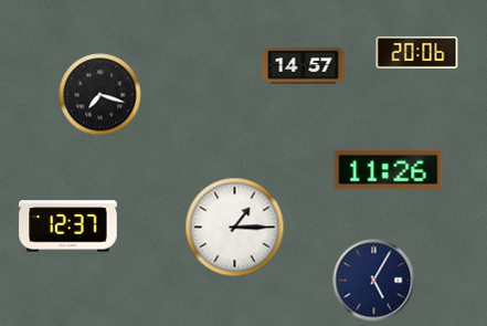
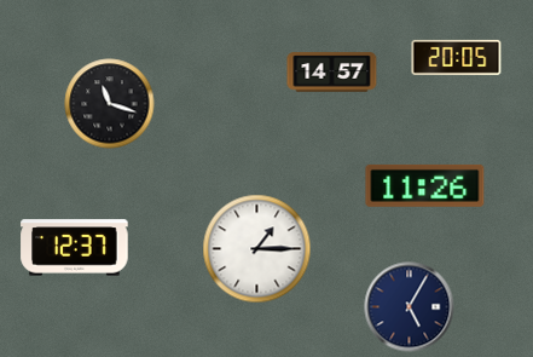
clock at (417, 52): 20:06 -> 20:05
clock at (100, 95): 7:18 -> 11:18
